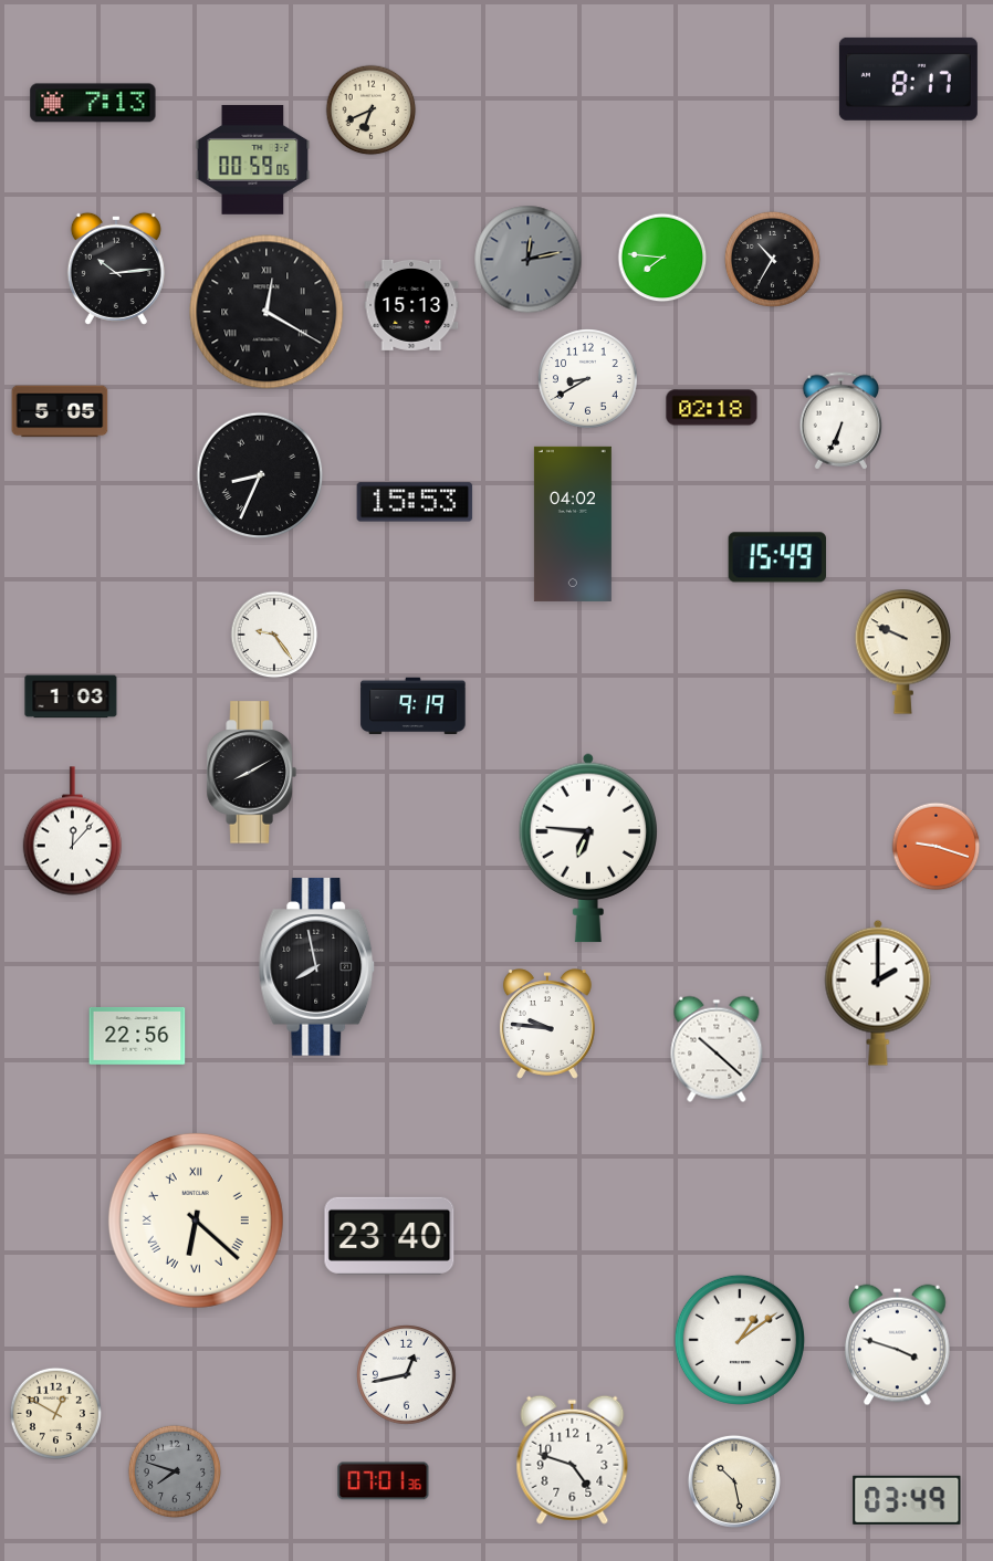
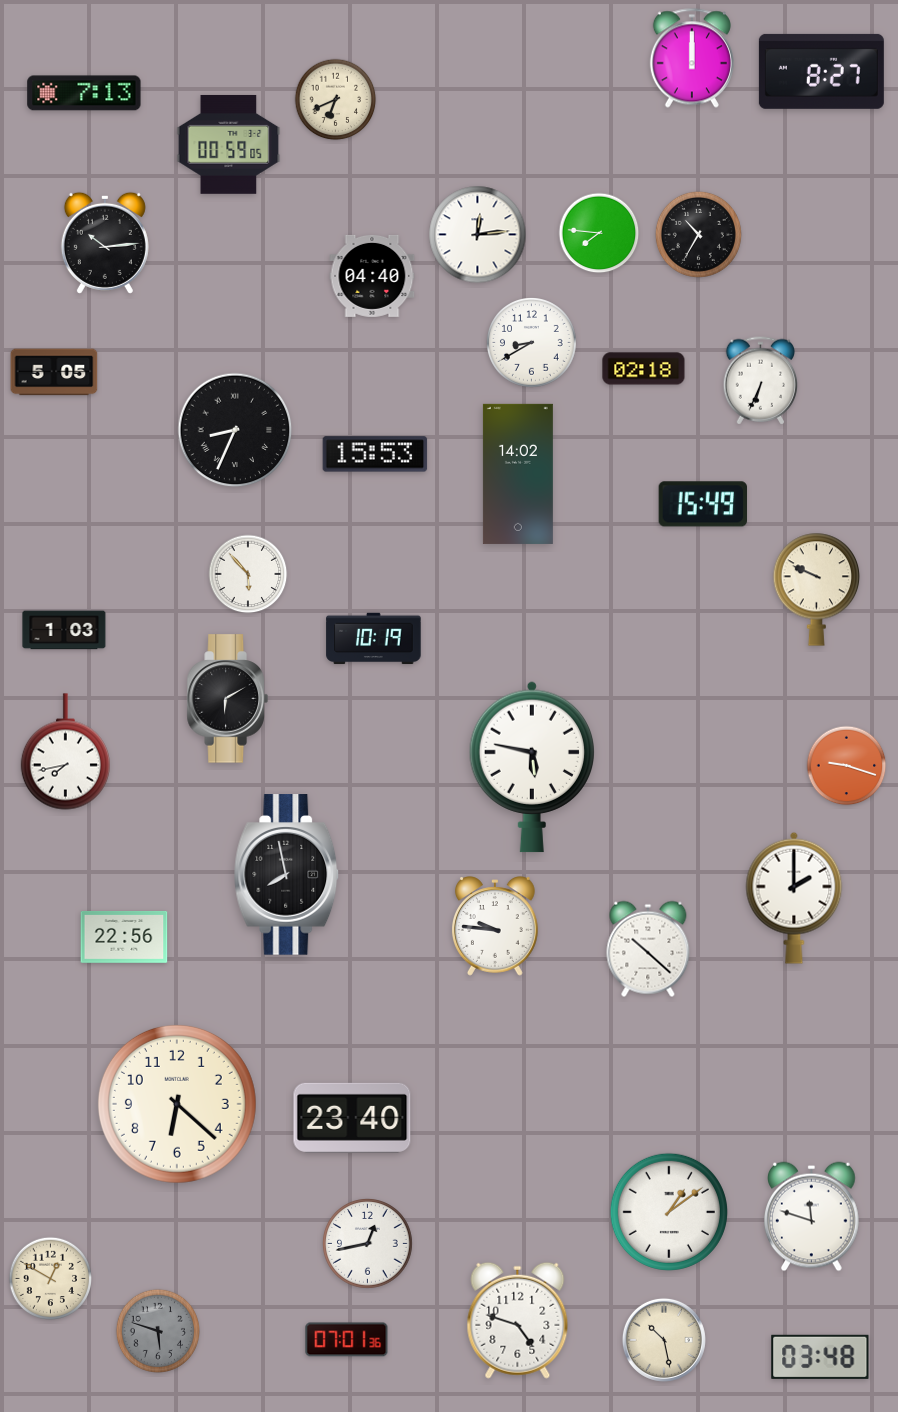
clock at (692, 58): none -> 12:00
clock at (908, 78): 8:17 -> 8:27
clock at (529, 260): 12:13 -> 12:14
clock at (529, 260) dial: grey -> white
clock at (411, 305): 15:13 -> 04:40
clock at (266, 312): 12:20 -> none
clock at (573, 524): 04:02 -> 14:02
clock at (274, 635): 9:24 -> 5:53
clock at (414, 706): 9:19 -> 10:19
clock at (251, 773): 8:10 -> 6:10
clock at (72, 831): 12:07 -> 7:43
clock at (587, 848): 6:46 -> 5:47
clock at (196, 1220) numerals: Roman -> Arabic
clock at (898, 1345): 3:48 -> 11:48
clock at (174, 1470): 7:48 -> 5:48
clock at (907, 1500): 03:49 -> 03:48
